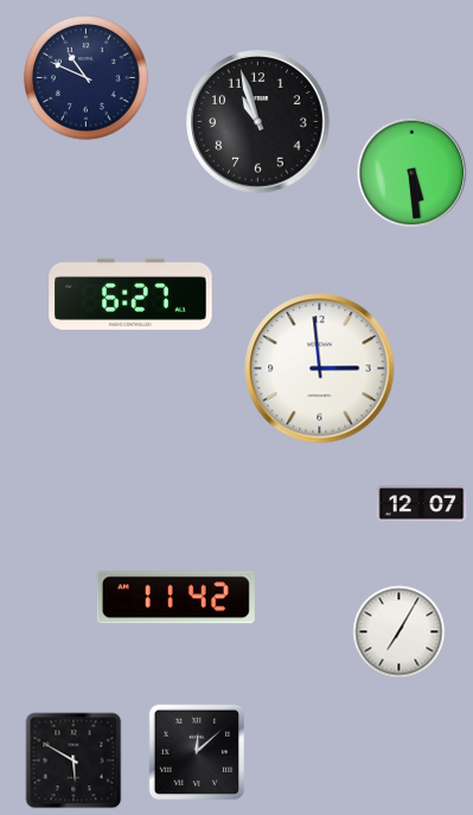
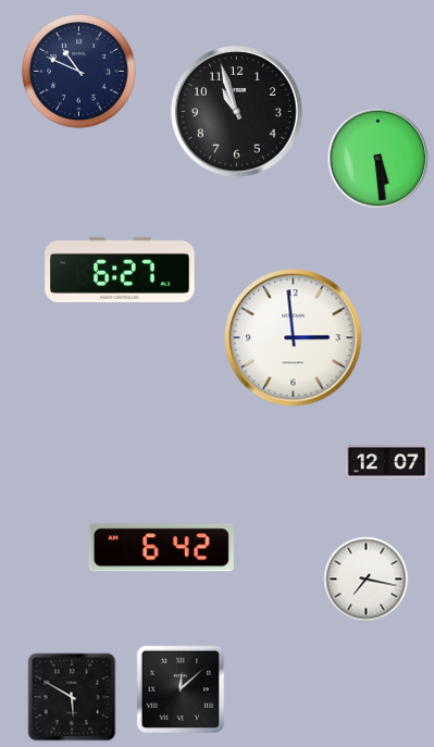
clock at (175, 598): 11:42 -> 6:42
clock at (400, 632): 7:05 -> 7:17
clock at (73, 760) position: (73, 760) -> (72, 697)
